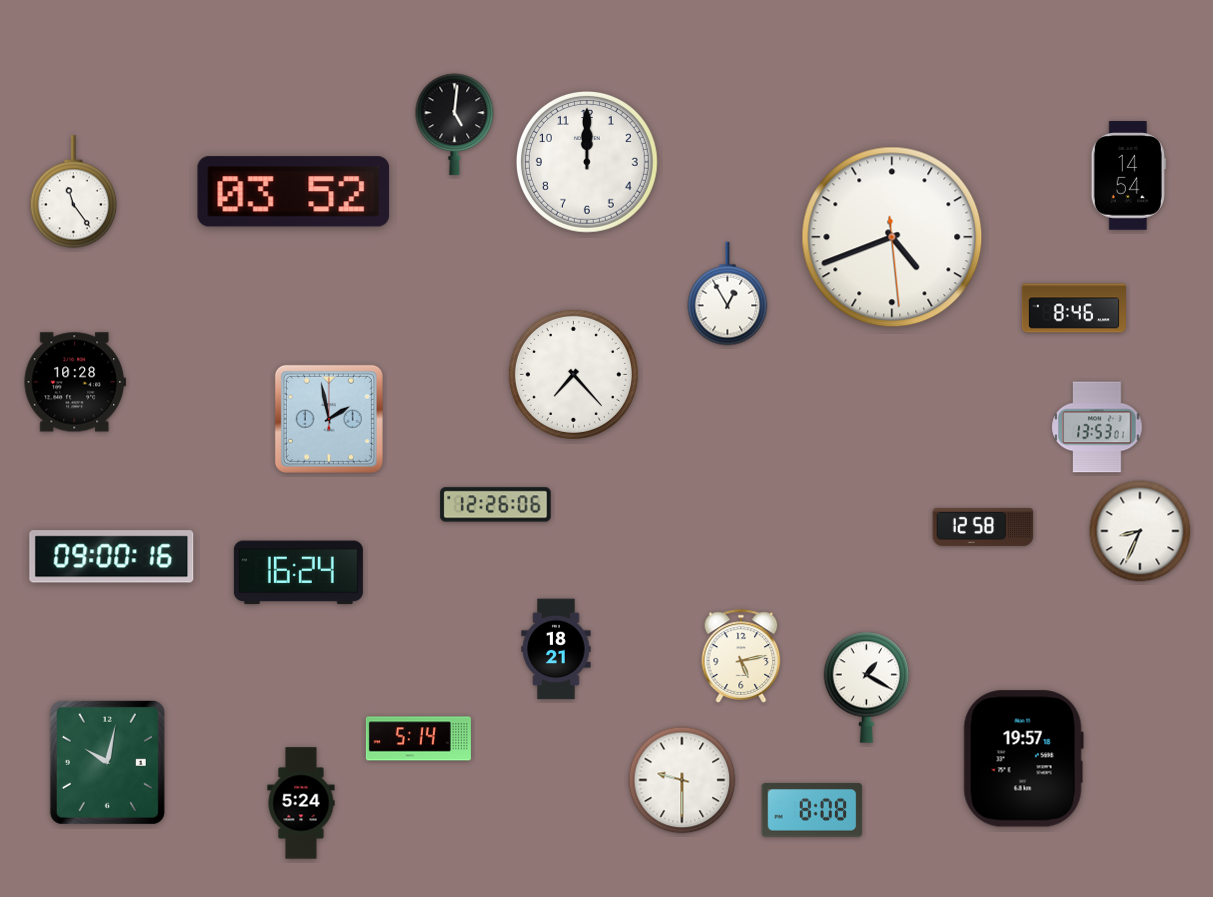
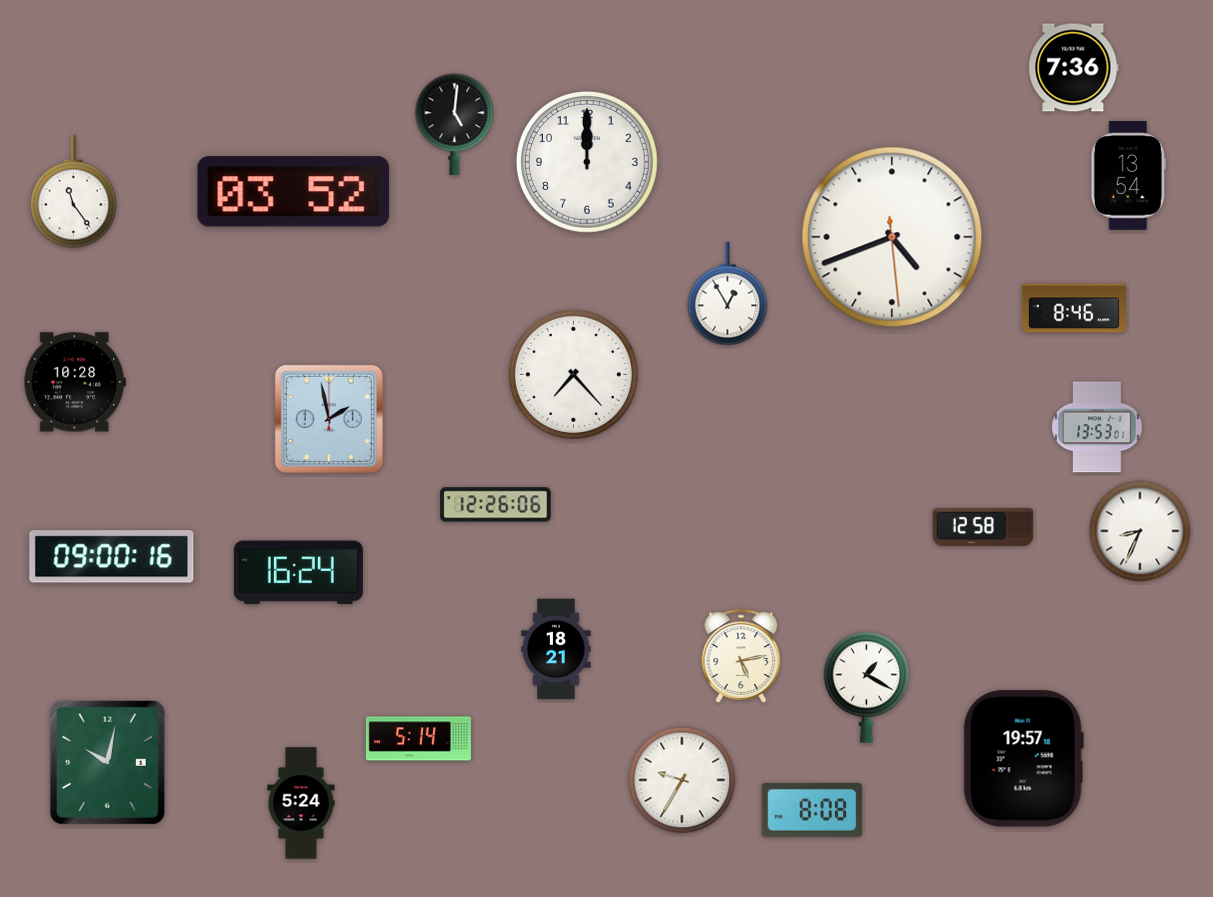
clock at (1074, 68): none -> 7:36
clock at (1128, 176): 14:54 -> 13:54
clock at (682, 780): 9:30 -> 9:35
